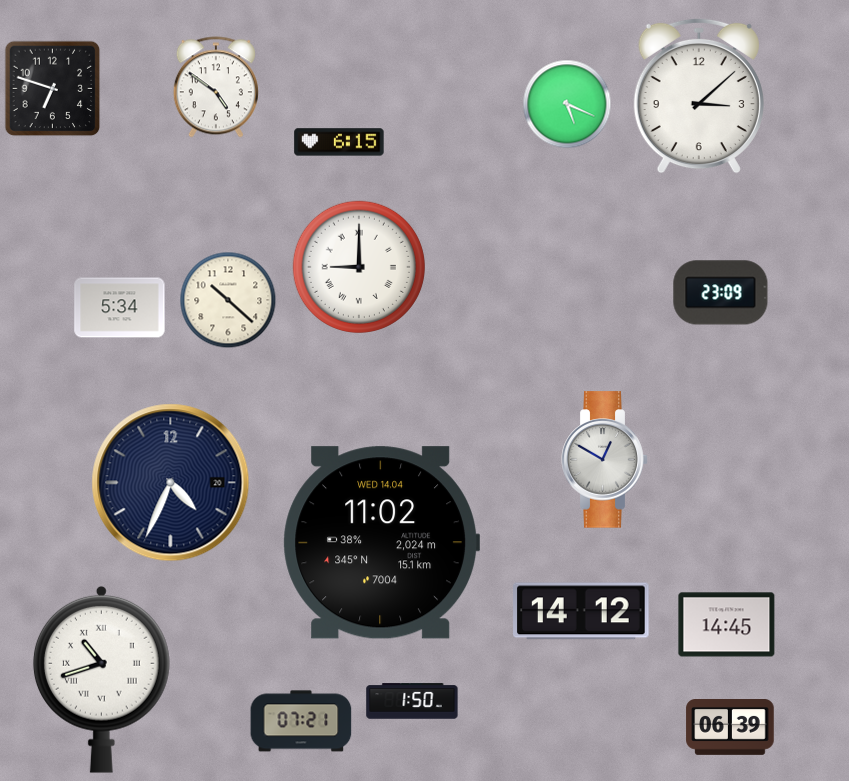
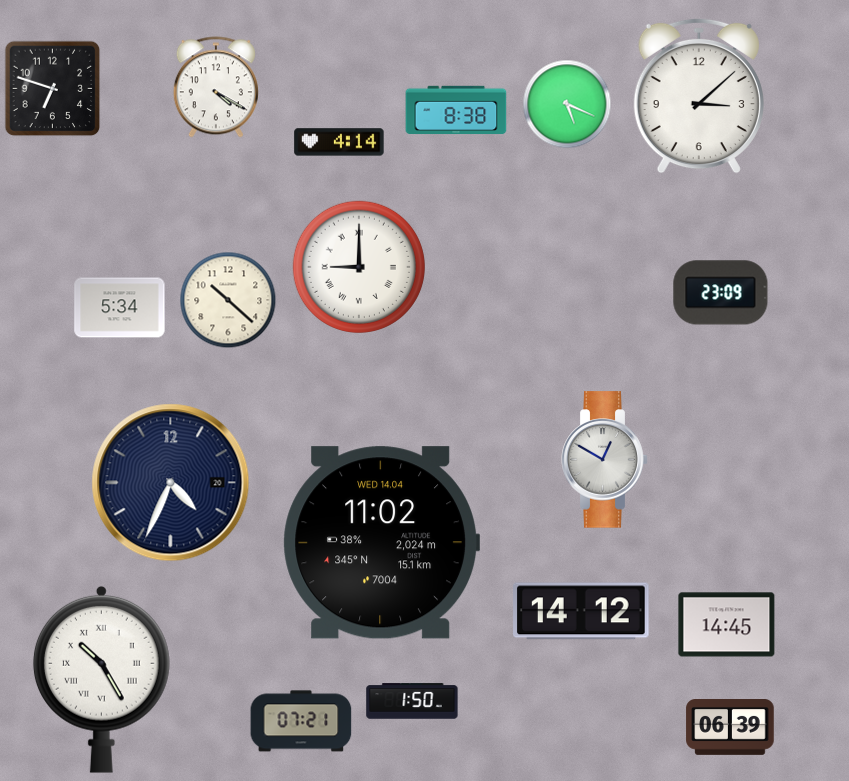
clock at (216, 87): 4:51 -> 4:20
clock at (456, 110): none -> 8:38
clock at (339, 142): 6:15 -> 4:14
clock at (101, 679): 10:42 -> 10:25
